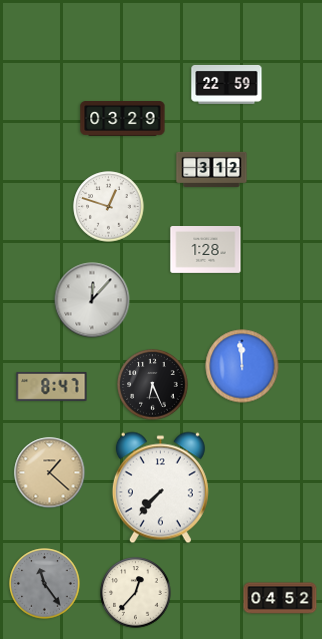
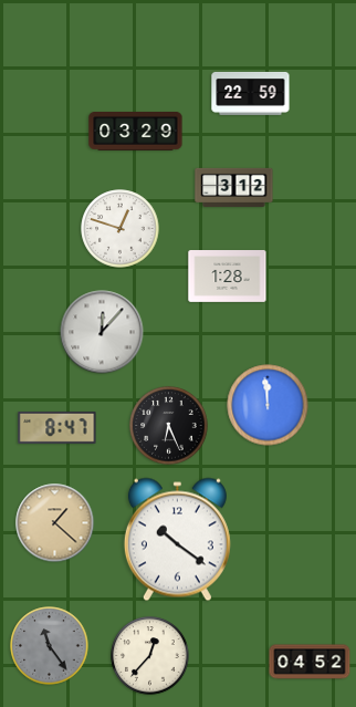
clock at (160, 488): 7:37 -> 10:21
